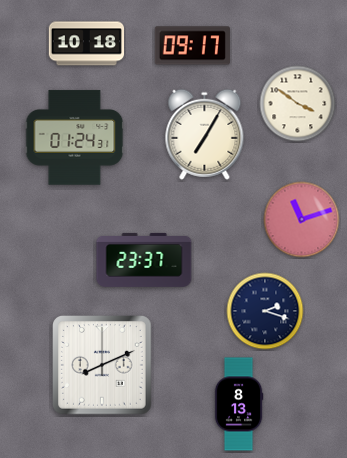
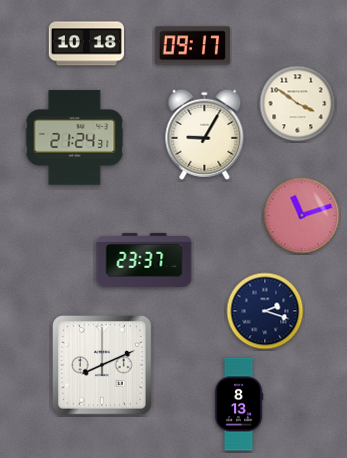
clock at (205, 134): 7:05 -> 9:05
clock at (75, 138): 01:24 -> 21:24
clock at (302, 220) position: (302, 220) -> (302, 216)
